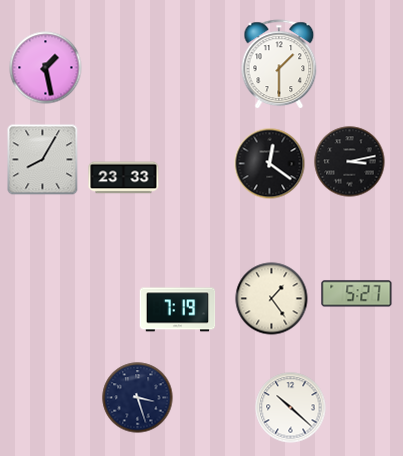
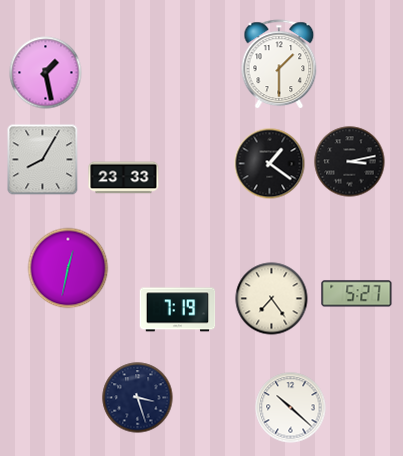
clock at (46, 68) position: (46, 68) -> (46, 73)
clock at (270, 164): 12:21 -> 1:21
clock at (68, 268): none -> 12:32
clock at (272, 299): 1:24 -> 7:24
